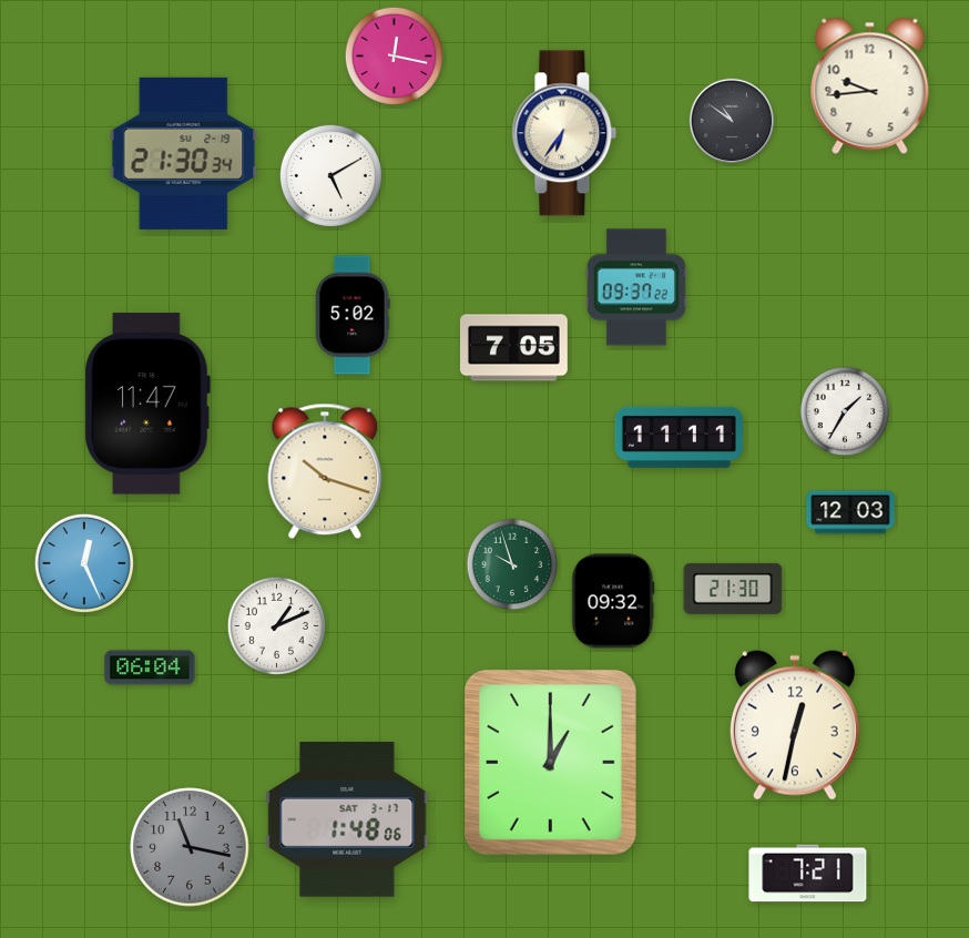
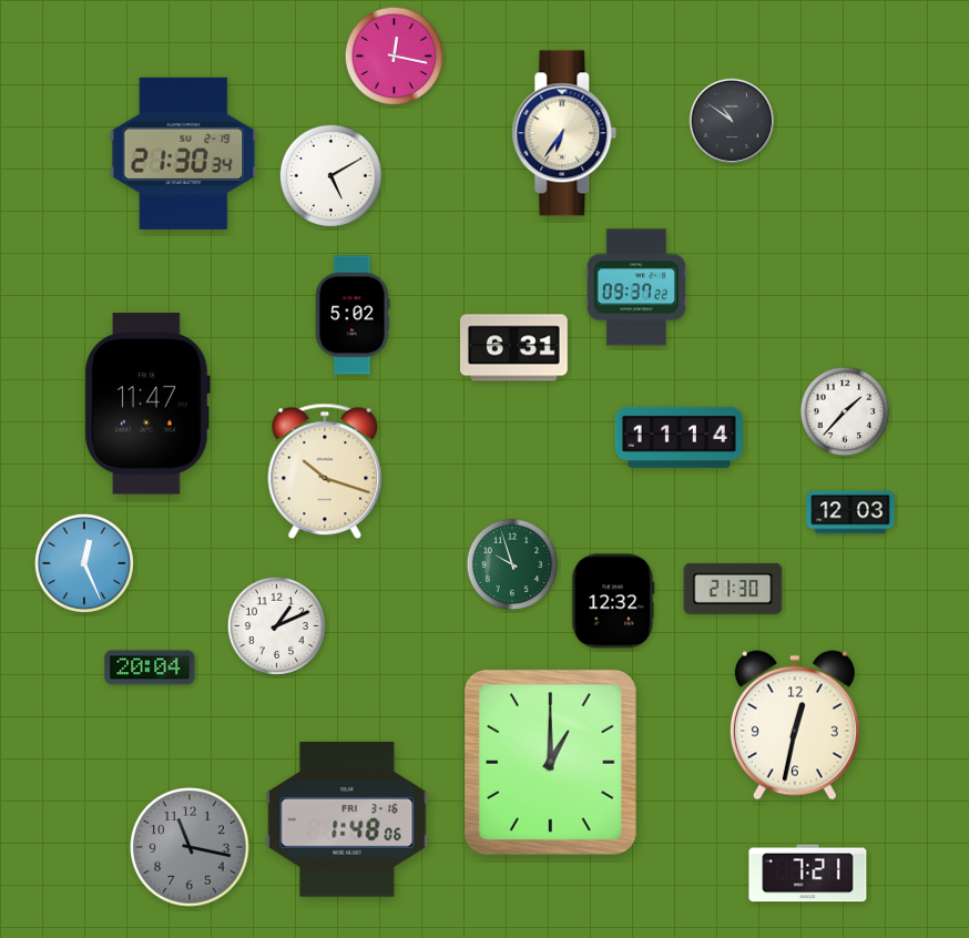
clock at (870, 85): 9:44 -> none
clock at (513, 348): 7:05 -> 6:31
clock at (845, 411): 1:35 -> 1:37
clock at (679, 437): 11:11 -> 11:14
clock at (613, 601): 09:32 -> 12:32
clock at (150, 667): 06:04 -> 20:04
clock at (347, 819) date: SAT 3-17 -> FRI 3-16
